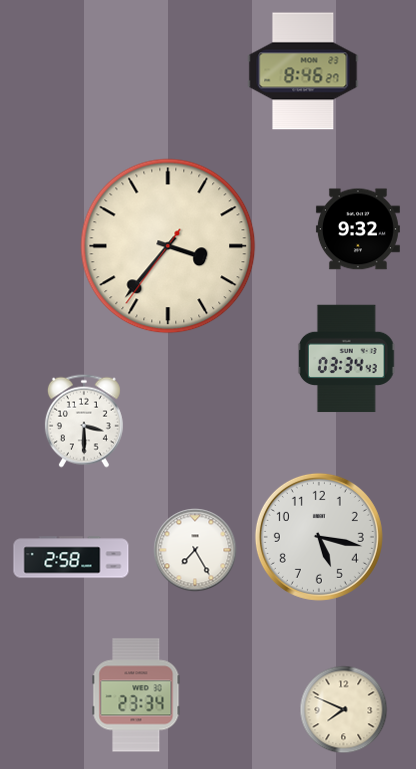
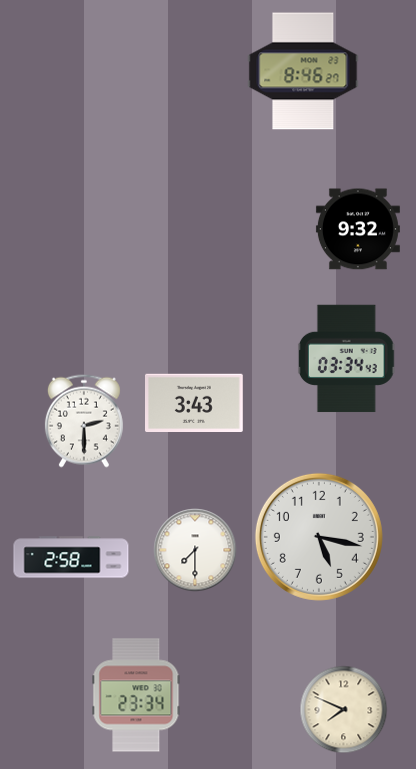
clock at (168, 246): 3:36 -> none
clock at (195, 402): none -> 3:43
clock at (84, 421): 3:30 -> 2:30
clock at (195, 550): 7:25 -> 7:30
